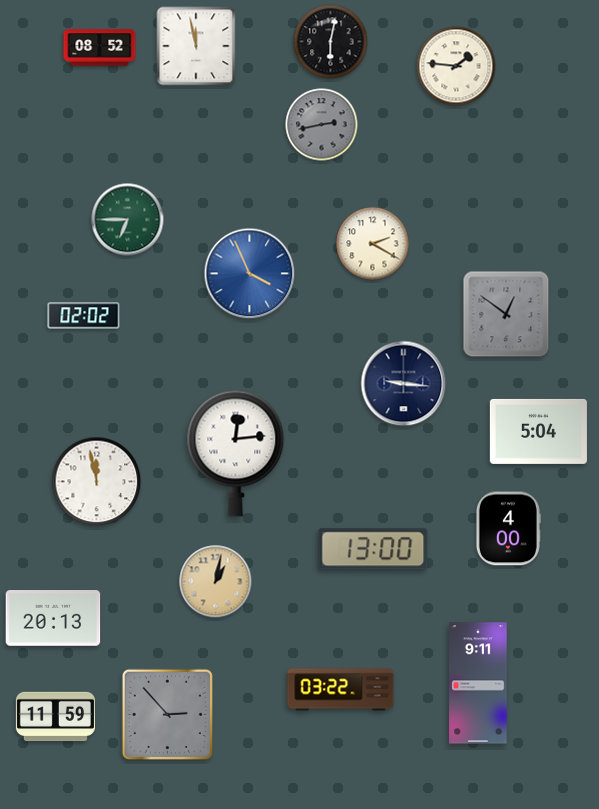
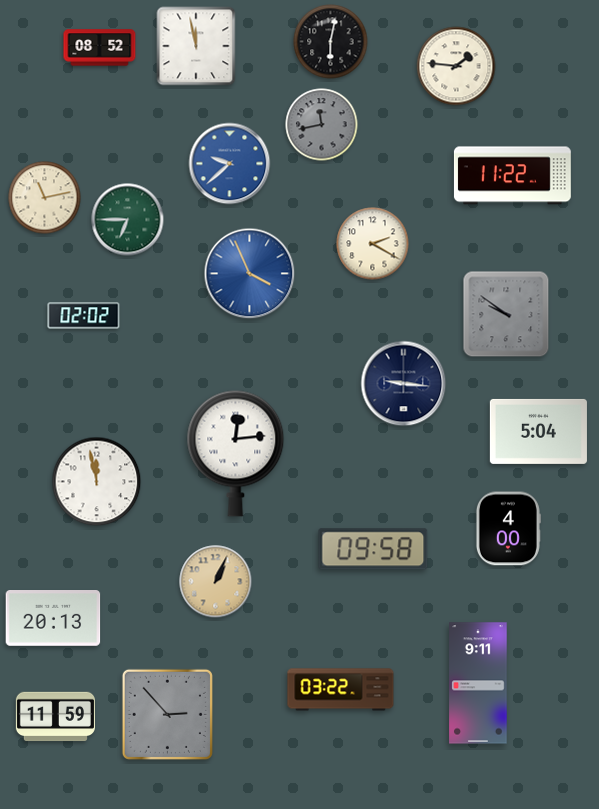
clock at (322, 125): 2:43 -> 11:43
clock at (230, 164): none -> 9:38
clock at (512, 176): none -> 11:22
clock at (45, 198): none -> 11:13
clock at (506, 314): 12:51 -> 9:51
clock at (373, 549): 13:00 -> 09:58
clock at (216, 582): 1:02 -> 1:04
